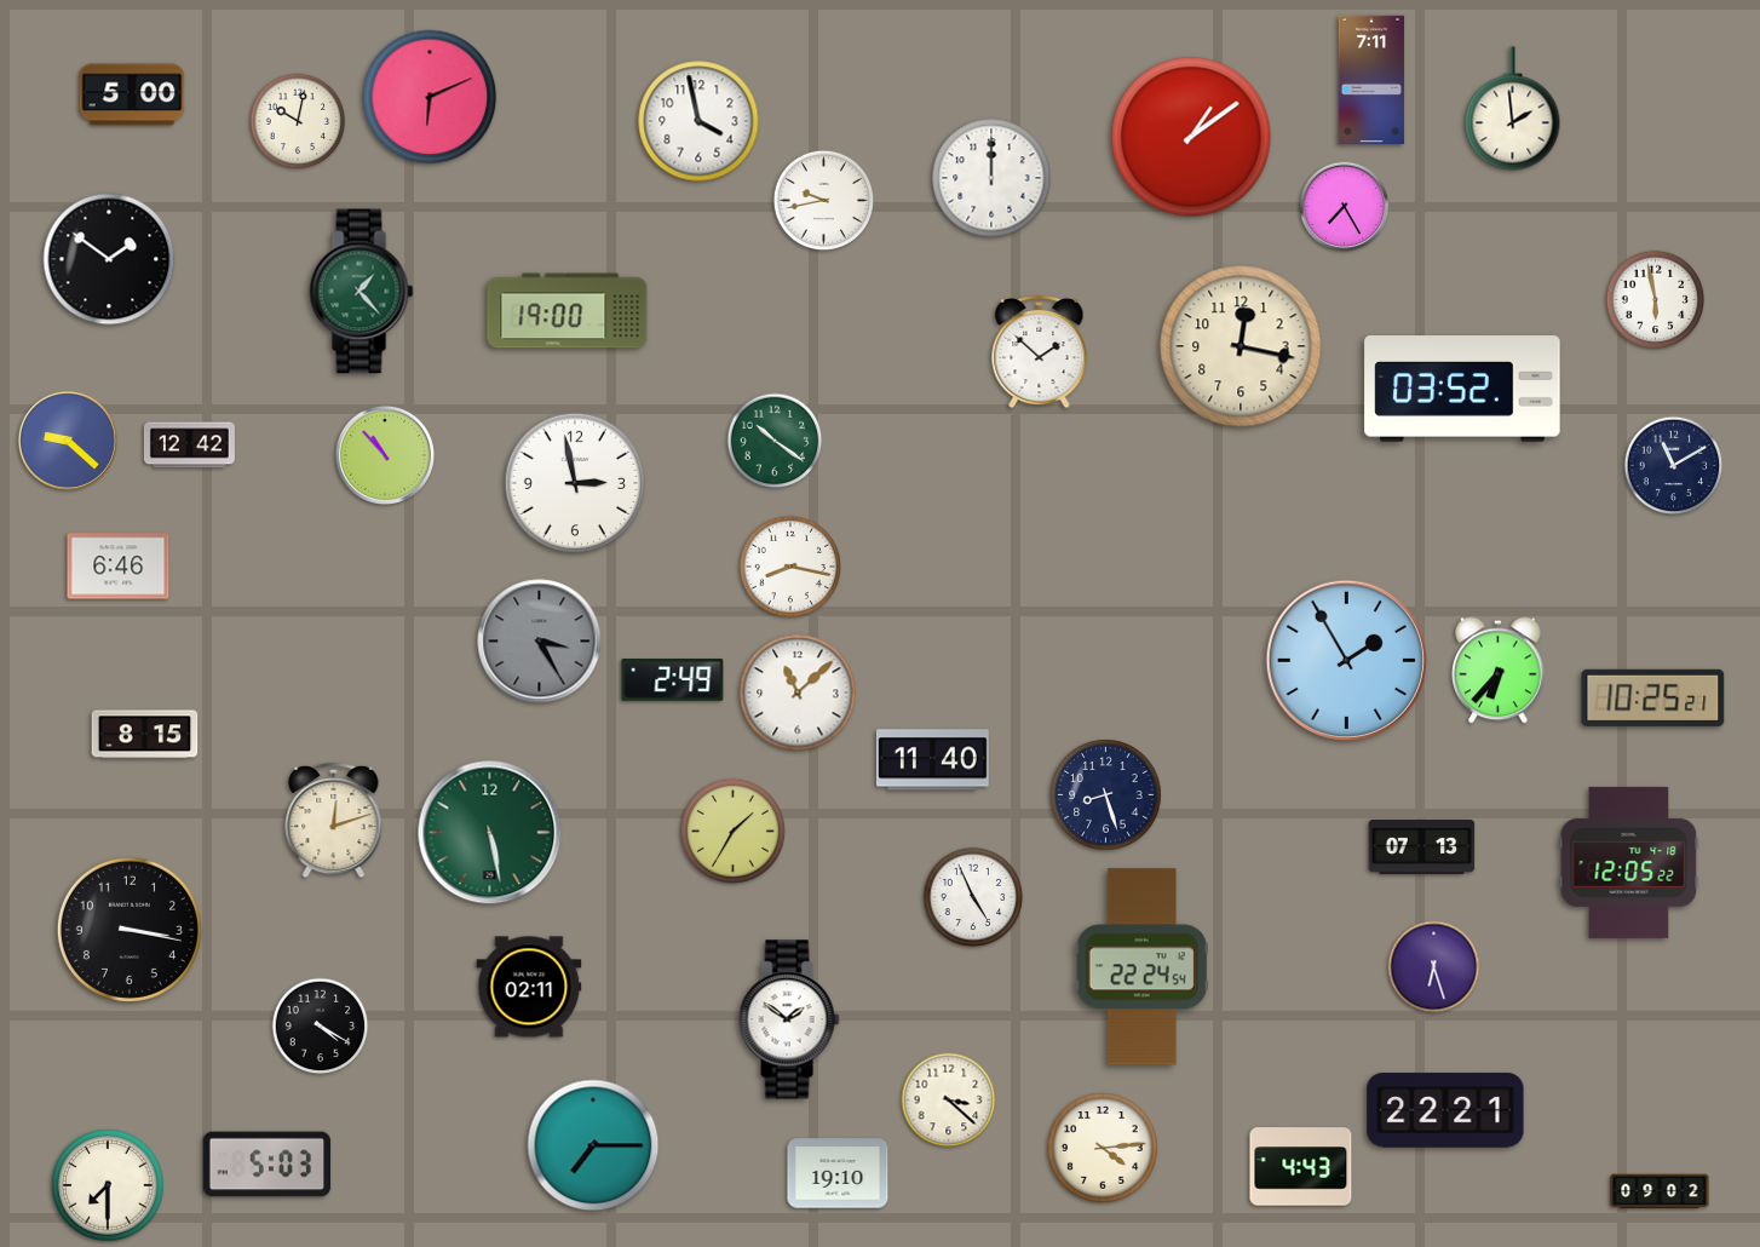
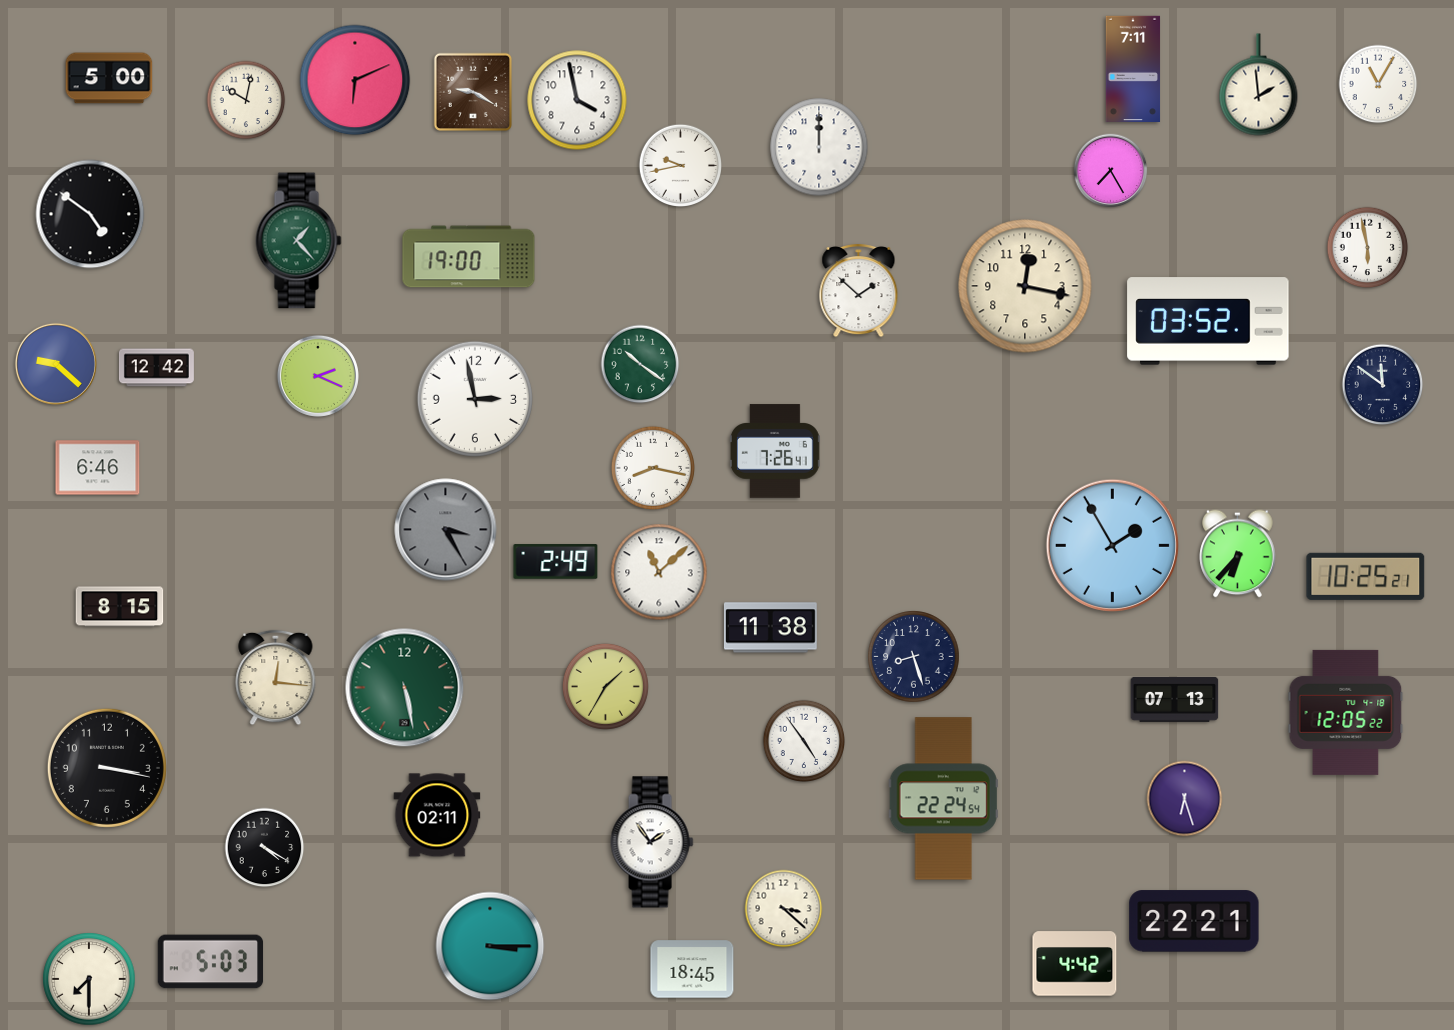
clock at (1371, 79) position: (1371, 79) -> (1133, 68)
clock at (1378, 84): none -> 11:05
clock at (1513, 109) position: (1513, 109) -> (1259, 85)
clock at (472, 91): none -> 9:20
clock at (1191, 137): 1:09 -> none
clock at (109, 259): 1:51 -> 4:51
clock at (385, 455): 10:53 -> 2:19
clock at (1674, 466): 11:10 -> 11:51
clock at (775, 451): none -> 7:26
clock at (933, 760): 11:40 -> 11:38
clock at (334, 821): 12:12 -> 12:16
clock at (973, 897): 4:56 -> 4:54
clock at (789, 1019): 1:51 -> 1:54
clock at (1445, 1110) position: (1445, 1110) -> (1194, 921)
clock at (593, 1145): 7:15 -> 3:15
clock at (1103, 1148): 4:14 -> none
clock at (268, 1165) position: (268, 1165) -> (211, 962)
clock at (1301, 1167): 4:43 -> 4:42
clock at (838, 1173): 19:10 -> 18:45
clock at (1660, 1191): 09:02 -> none
